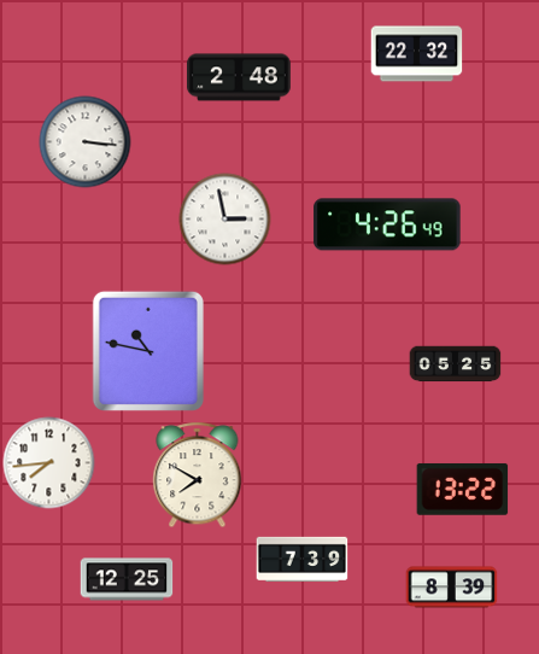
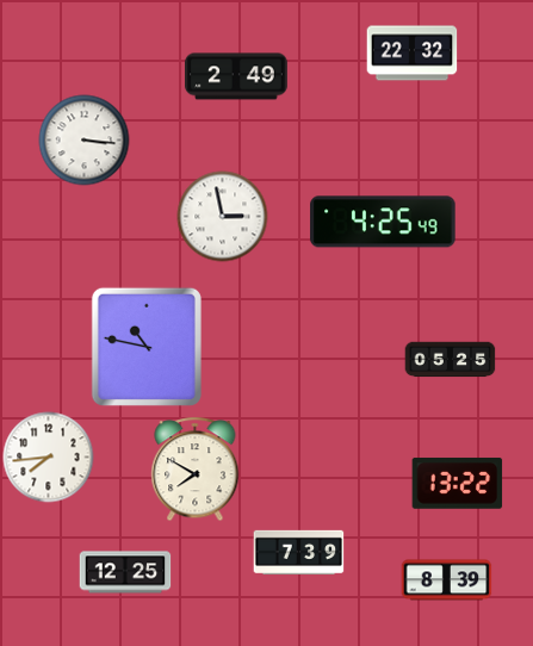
clock at (239, 77): 2:48 -> 2:49
clock at (387, 224): 4:26 -> 4:25
